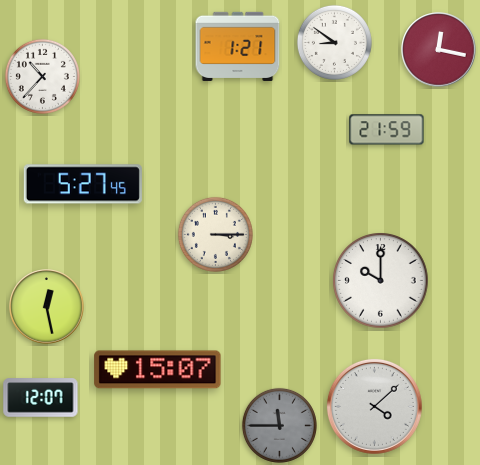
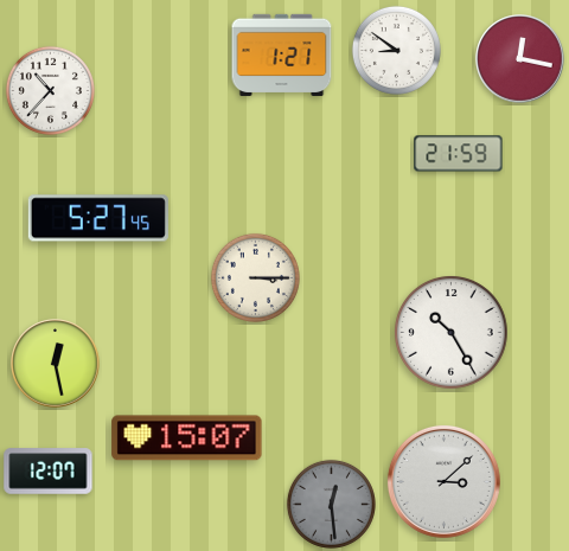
clock at (381, 281): 10:00 -> 10:25
clock at (374, 406): 4:08 -> 3:08
clock at (279, 425): 11:45 -> 12:29
